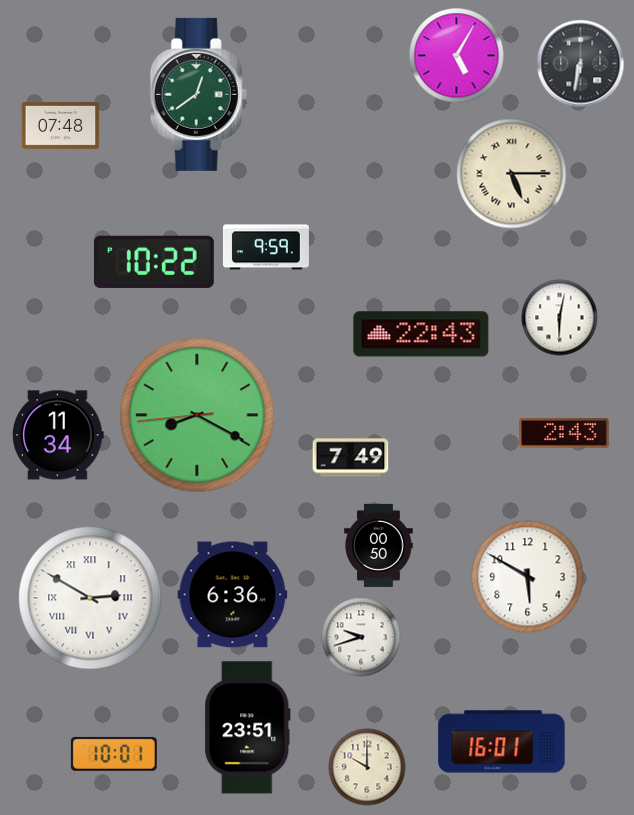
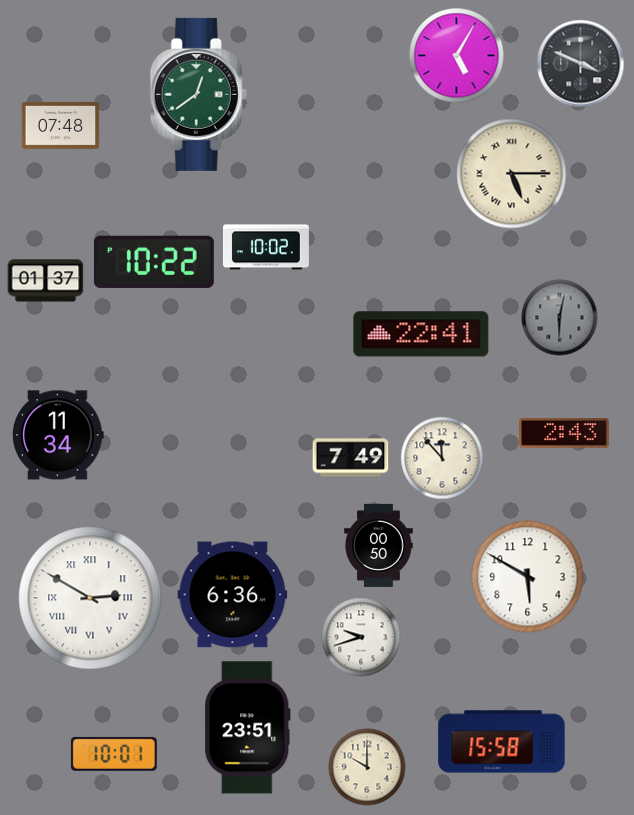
clock at (581, 64): 6:32 -> 3:49
clock at (266, 247): 9:59 -> 10:02
clock at (46, 281): none -> 01:37
clock at (560, 318) dial: white -> grey
clock at (421, 334): 22:43 -> 22:41
clock at (197, 415): 8:19 -> none
clock at (442, 458): none -> 11:53
clock at (502, 742): 16:01 -> 15:58
